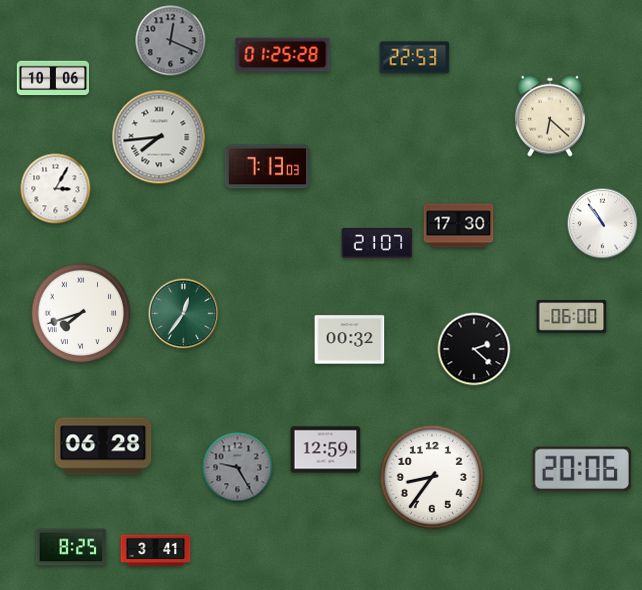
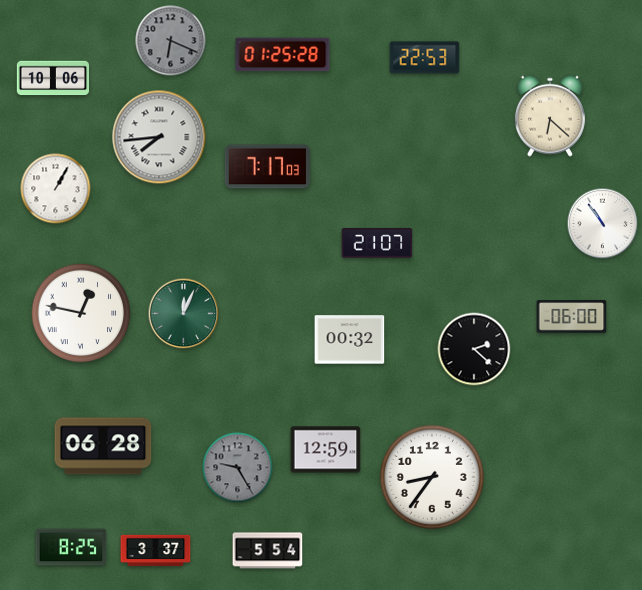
clock at (171, 41): 12:19 -> 6:19
clock at (415, 58) position: (415, 58) -> (425, 58)
clock at (267, 167): 7:13 -> 7:17
clock at (56, 189): 3:05 -> 1:05
clock at (459, 226): 17:30 -> none
clock at (81, 313): 7:42 -> 12:47
clock at (184, 314): 12:36 -> 12:04
clock at (581, 469): 20:06 -> none
clock at (156, 551): 3:41 -> 3:37
clock at (268, 551): none -> 5:54
